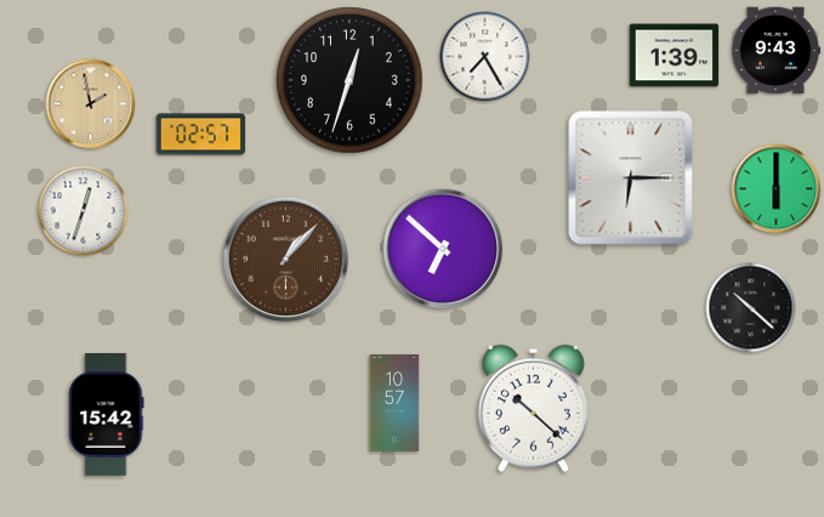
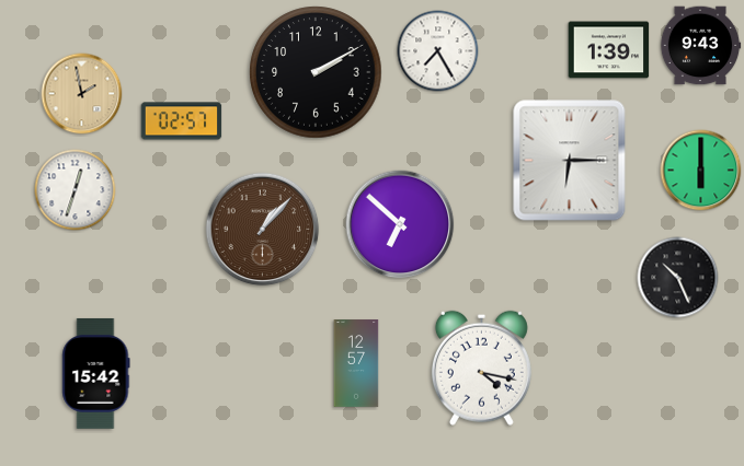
clock at (350, 80): 12:33 -> 2:10
clock at (286, 260) position: (286, 260) -> (263, 230)
clock at (751, 308): 10:22 -> 10:26
clock at (394, 403): 10:57 -> 12:57
clock at (533, 408): 10:22 -> 4:17
